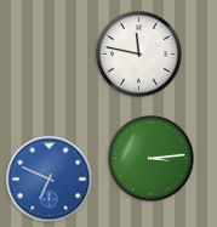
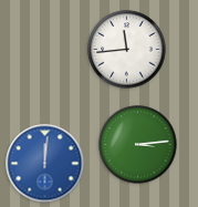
clock at (139, 55): 11:47 -> 11:44
clock at (50, 180): 6:49 -> 12:01
